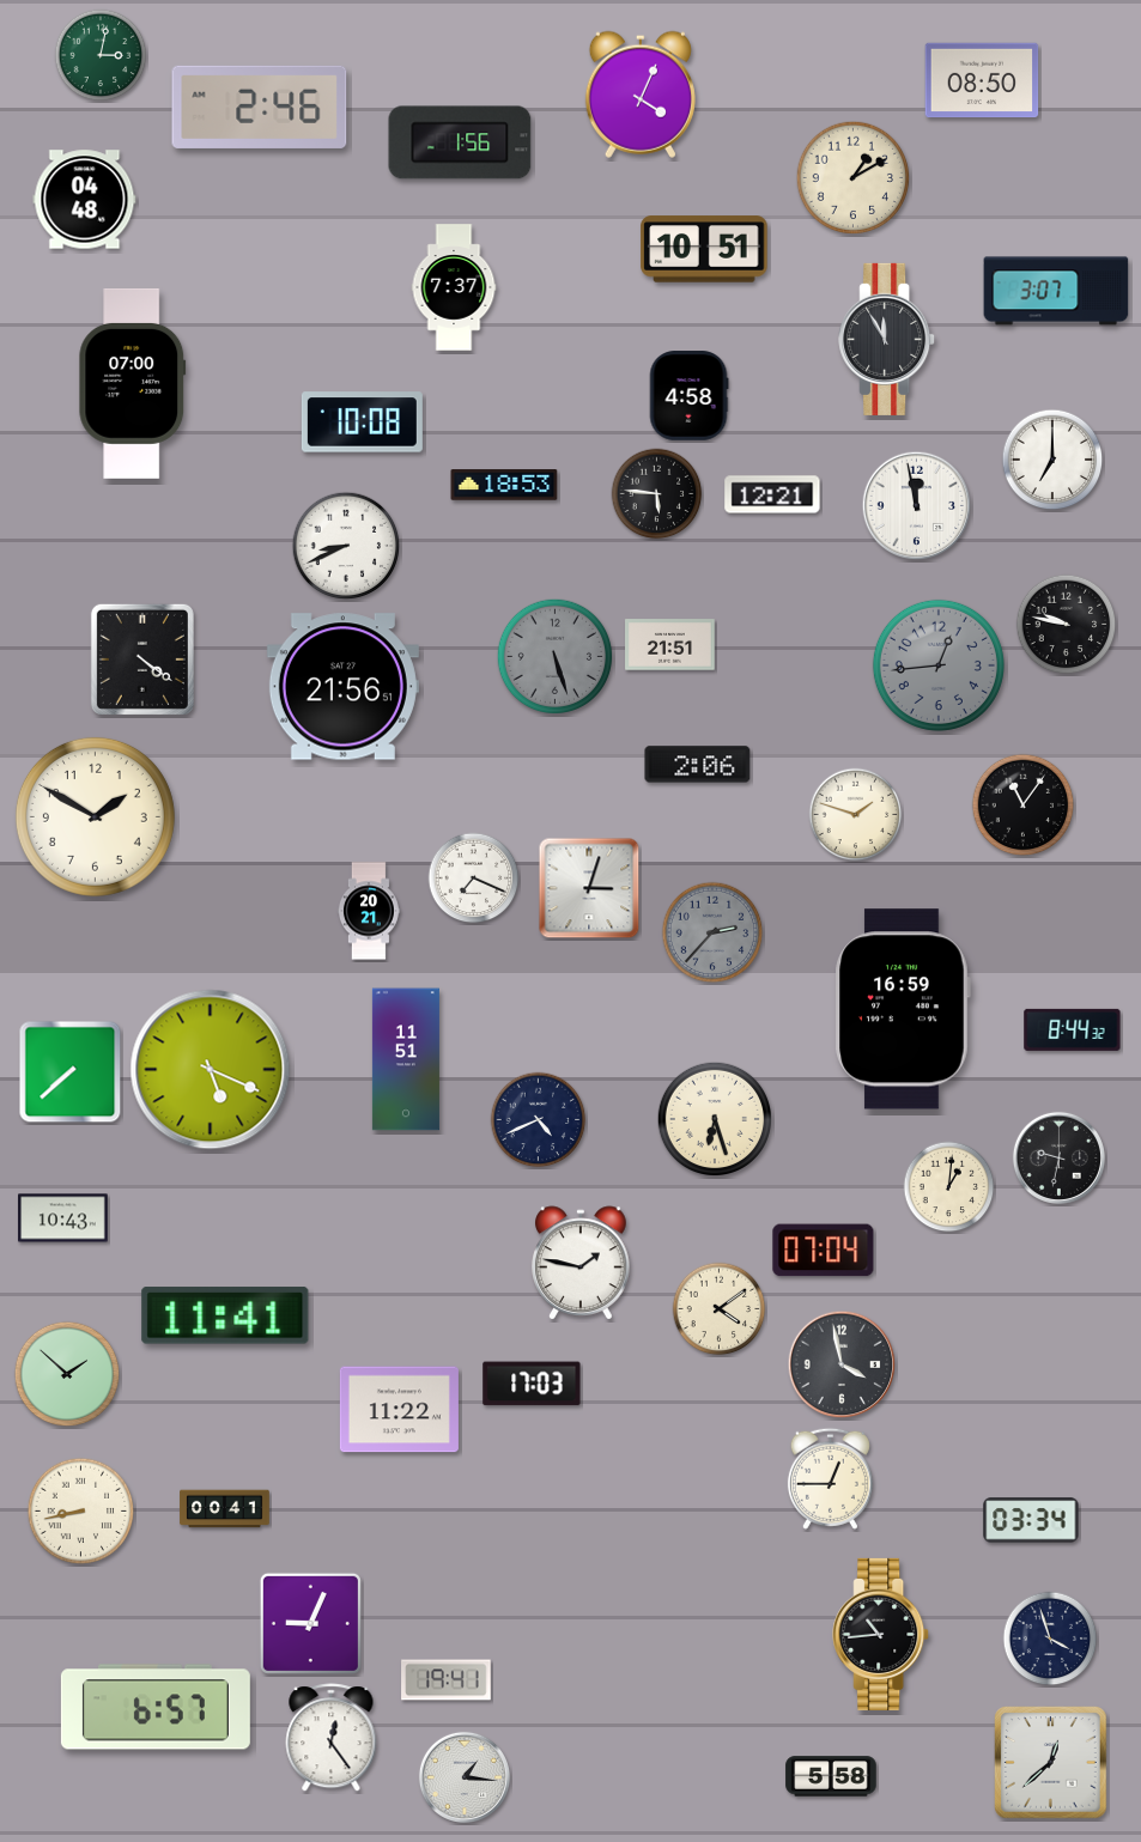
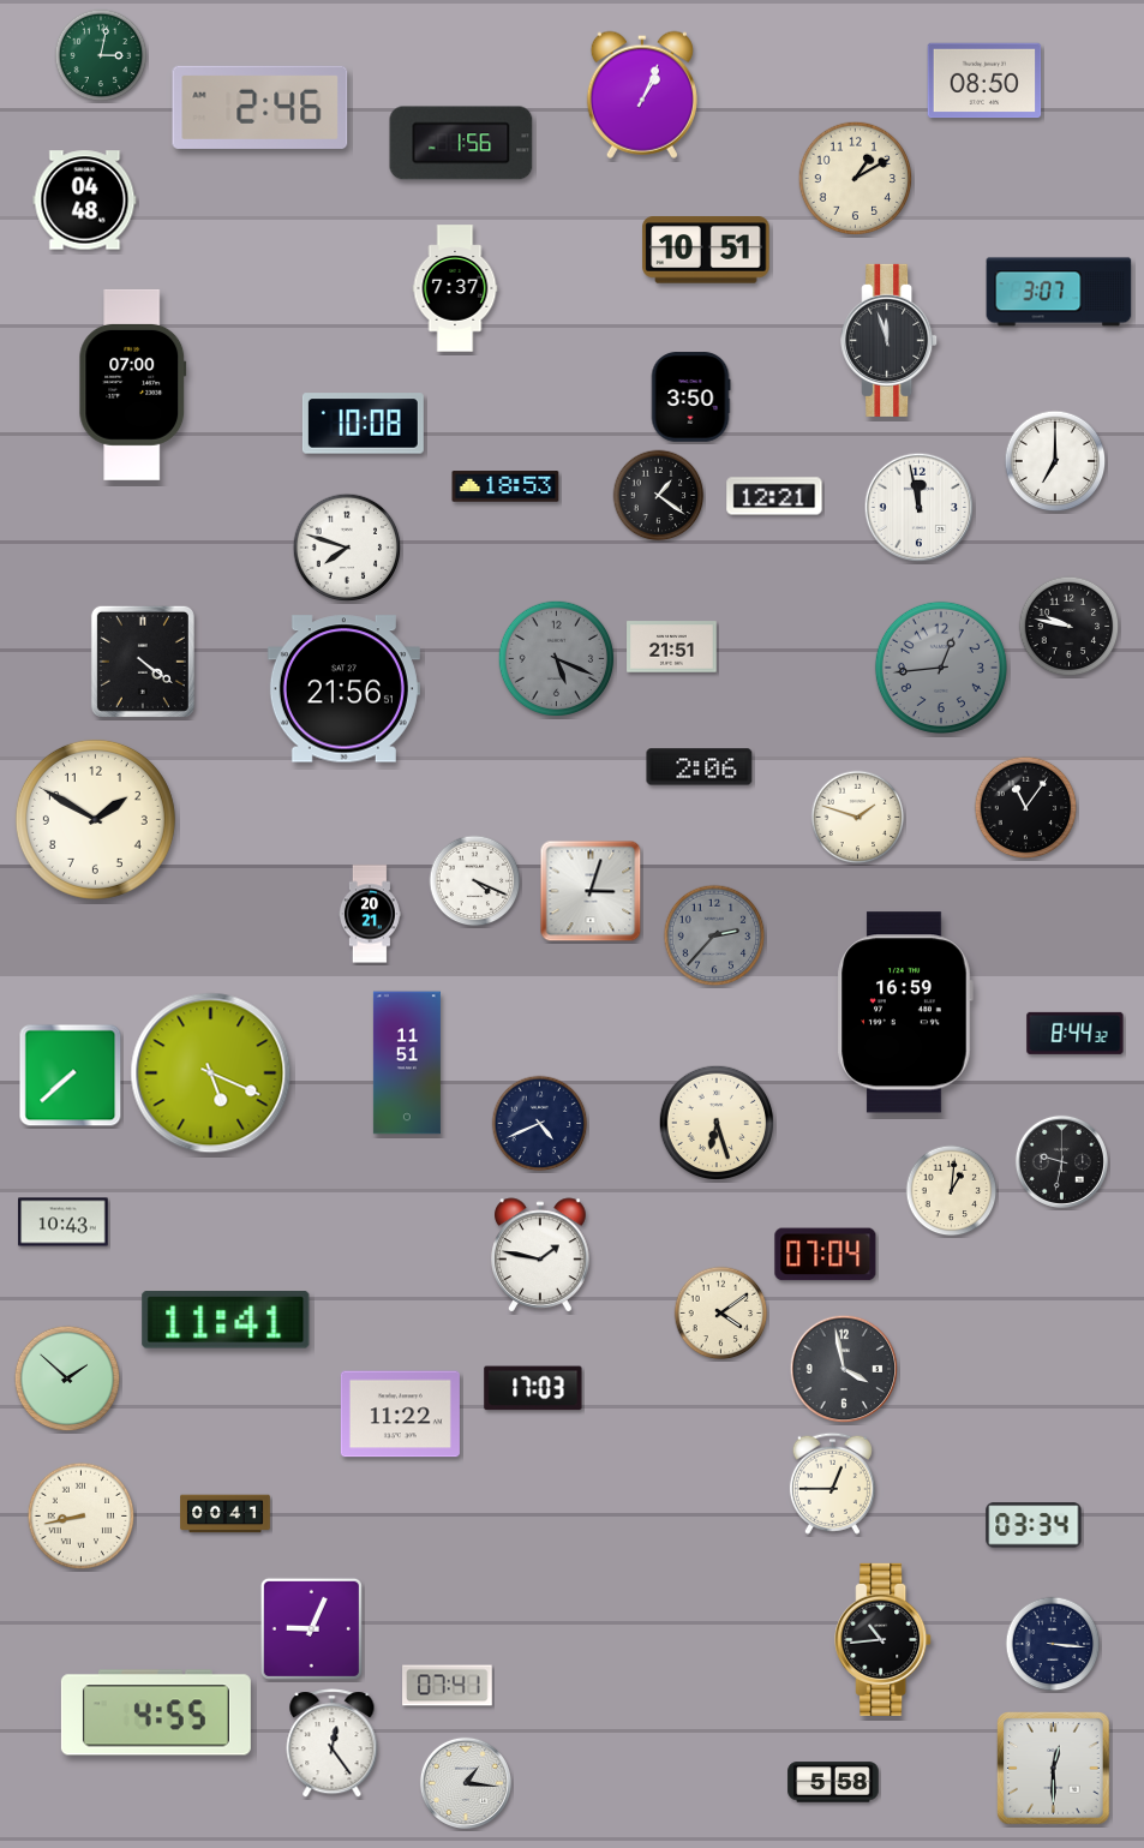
clock at (641, 95): 4:04 -> 1:04
clock at (887, 339): 11:55 -> 11:57
clock at (688, 396): 4:58 -> 3:50
clock at (657, 494): 5:46 -> 1:21
clock at (346, 546): 8:41 -> 7:48
clock at (554, 656): 5:27 -> 5:19
clock at (474, 879): 7:19 -> 4:19
clock at (581, 1263) position: (581, 1263) -> (540, 1255)
clock at (1050, 1639): 3:57 -> 3:16
clock at (447, 1680): 19:41 -> 07:41
clock at (156, 1707): 6:57 -> 4:55
clock at (1051, 1763): 12:38 -> 12:30
